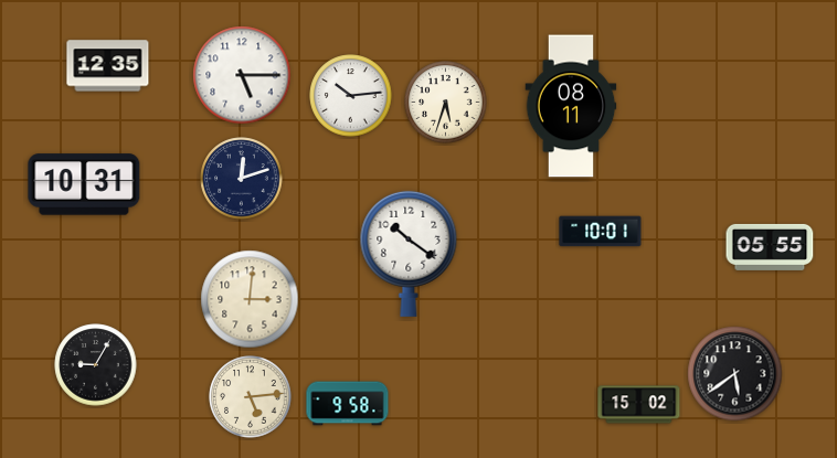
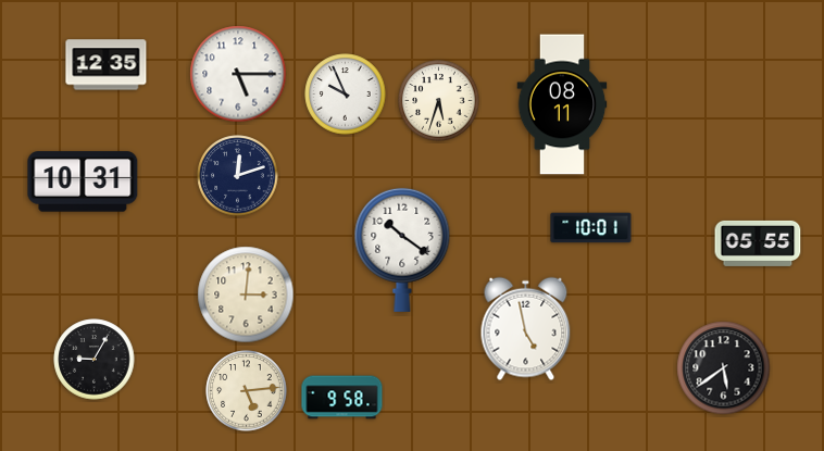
clock at (351, 96): 10:14 -> 9:56
clock at (526, 329): none -> 4:58
clock at (639, 405): 15:02 -> none
